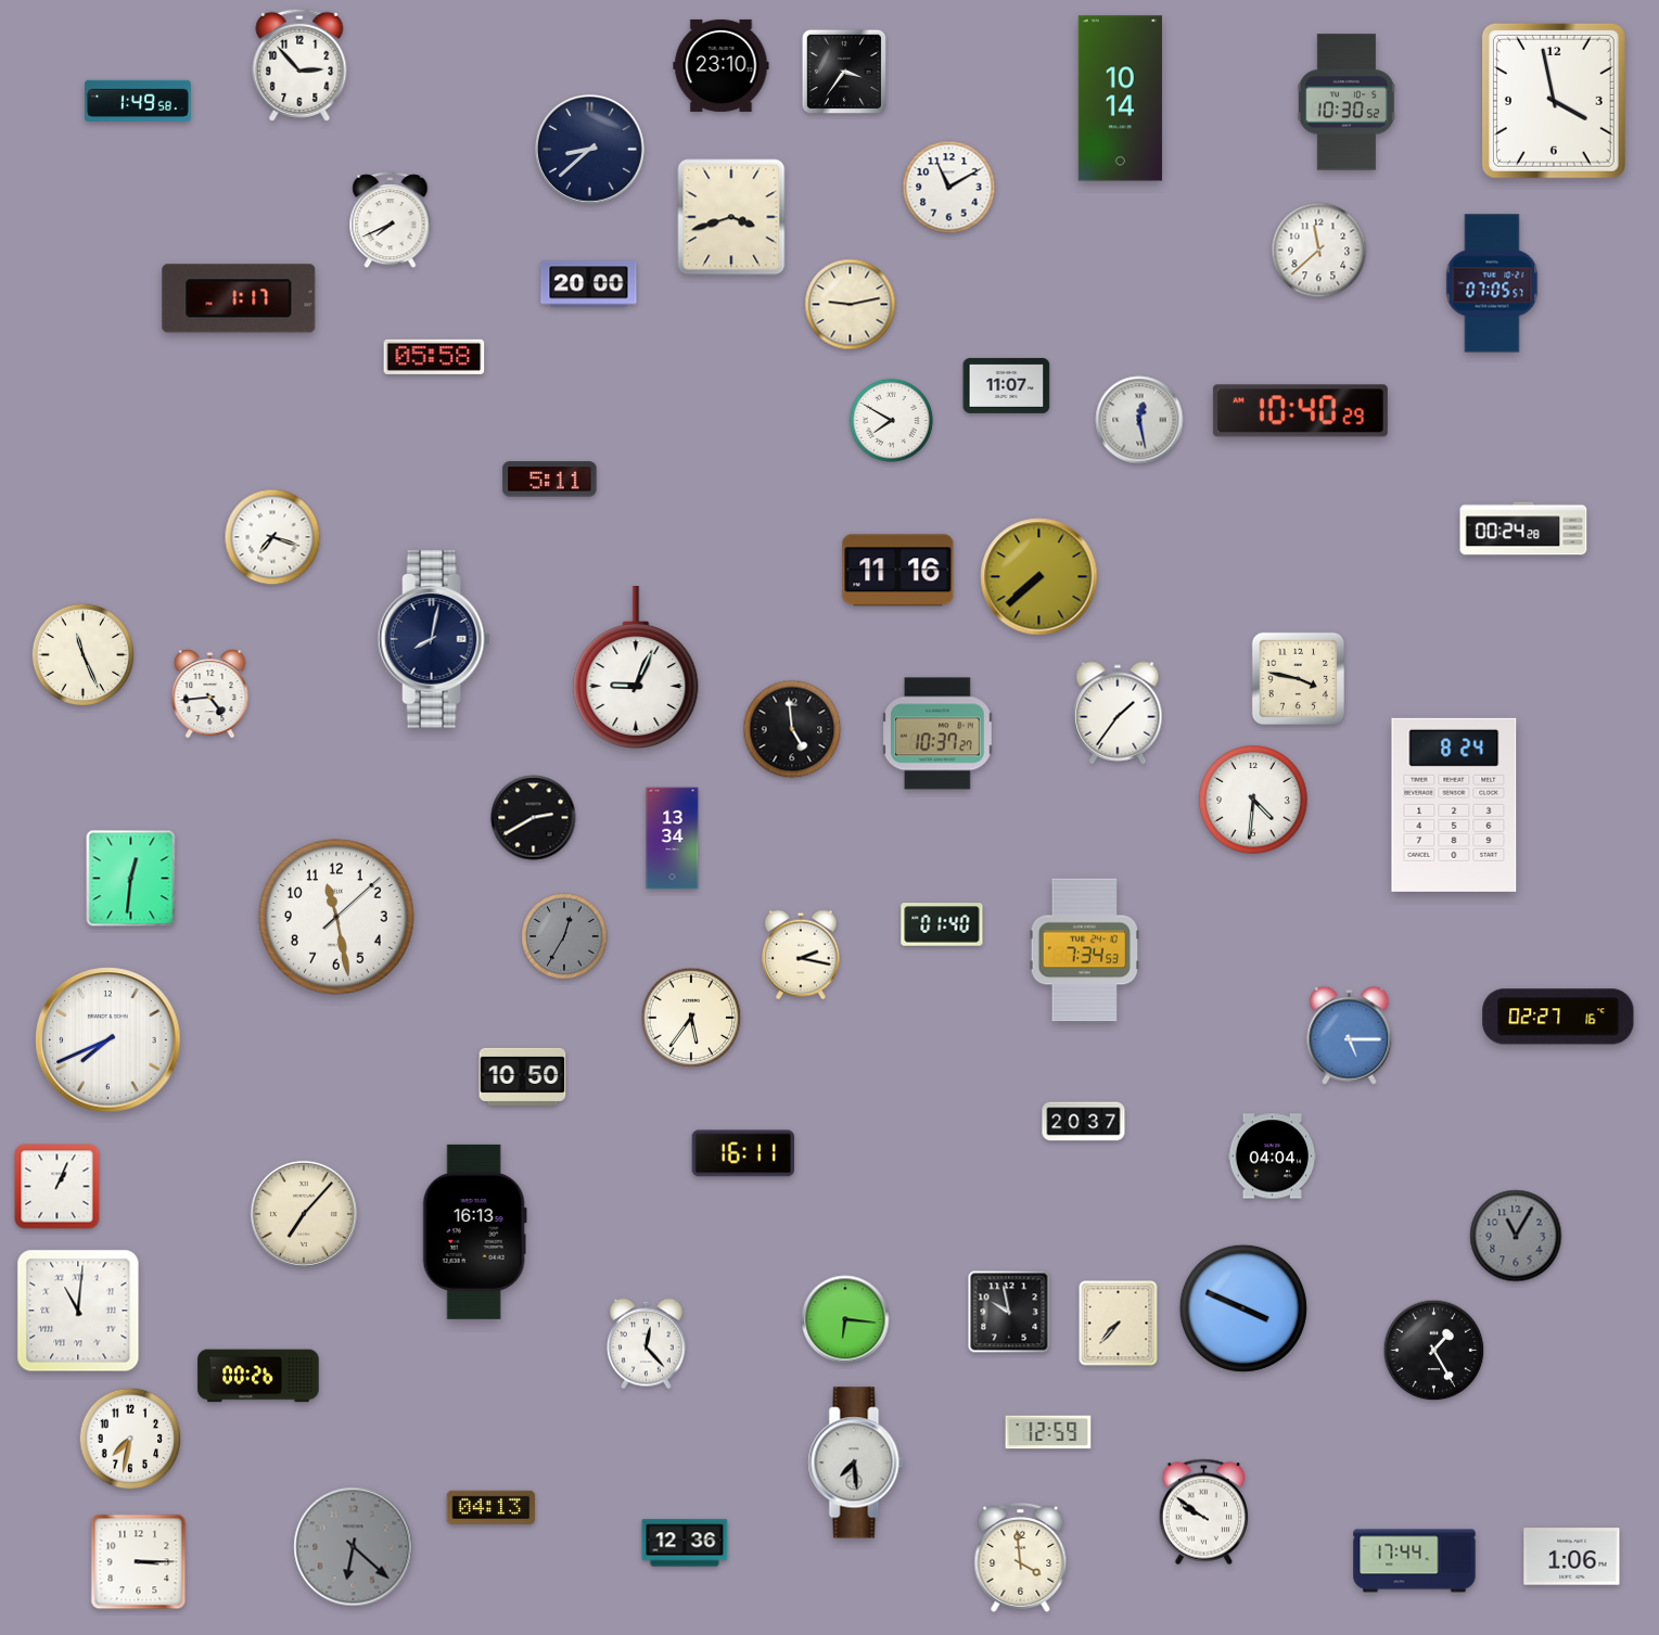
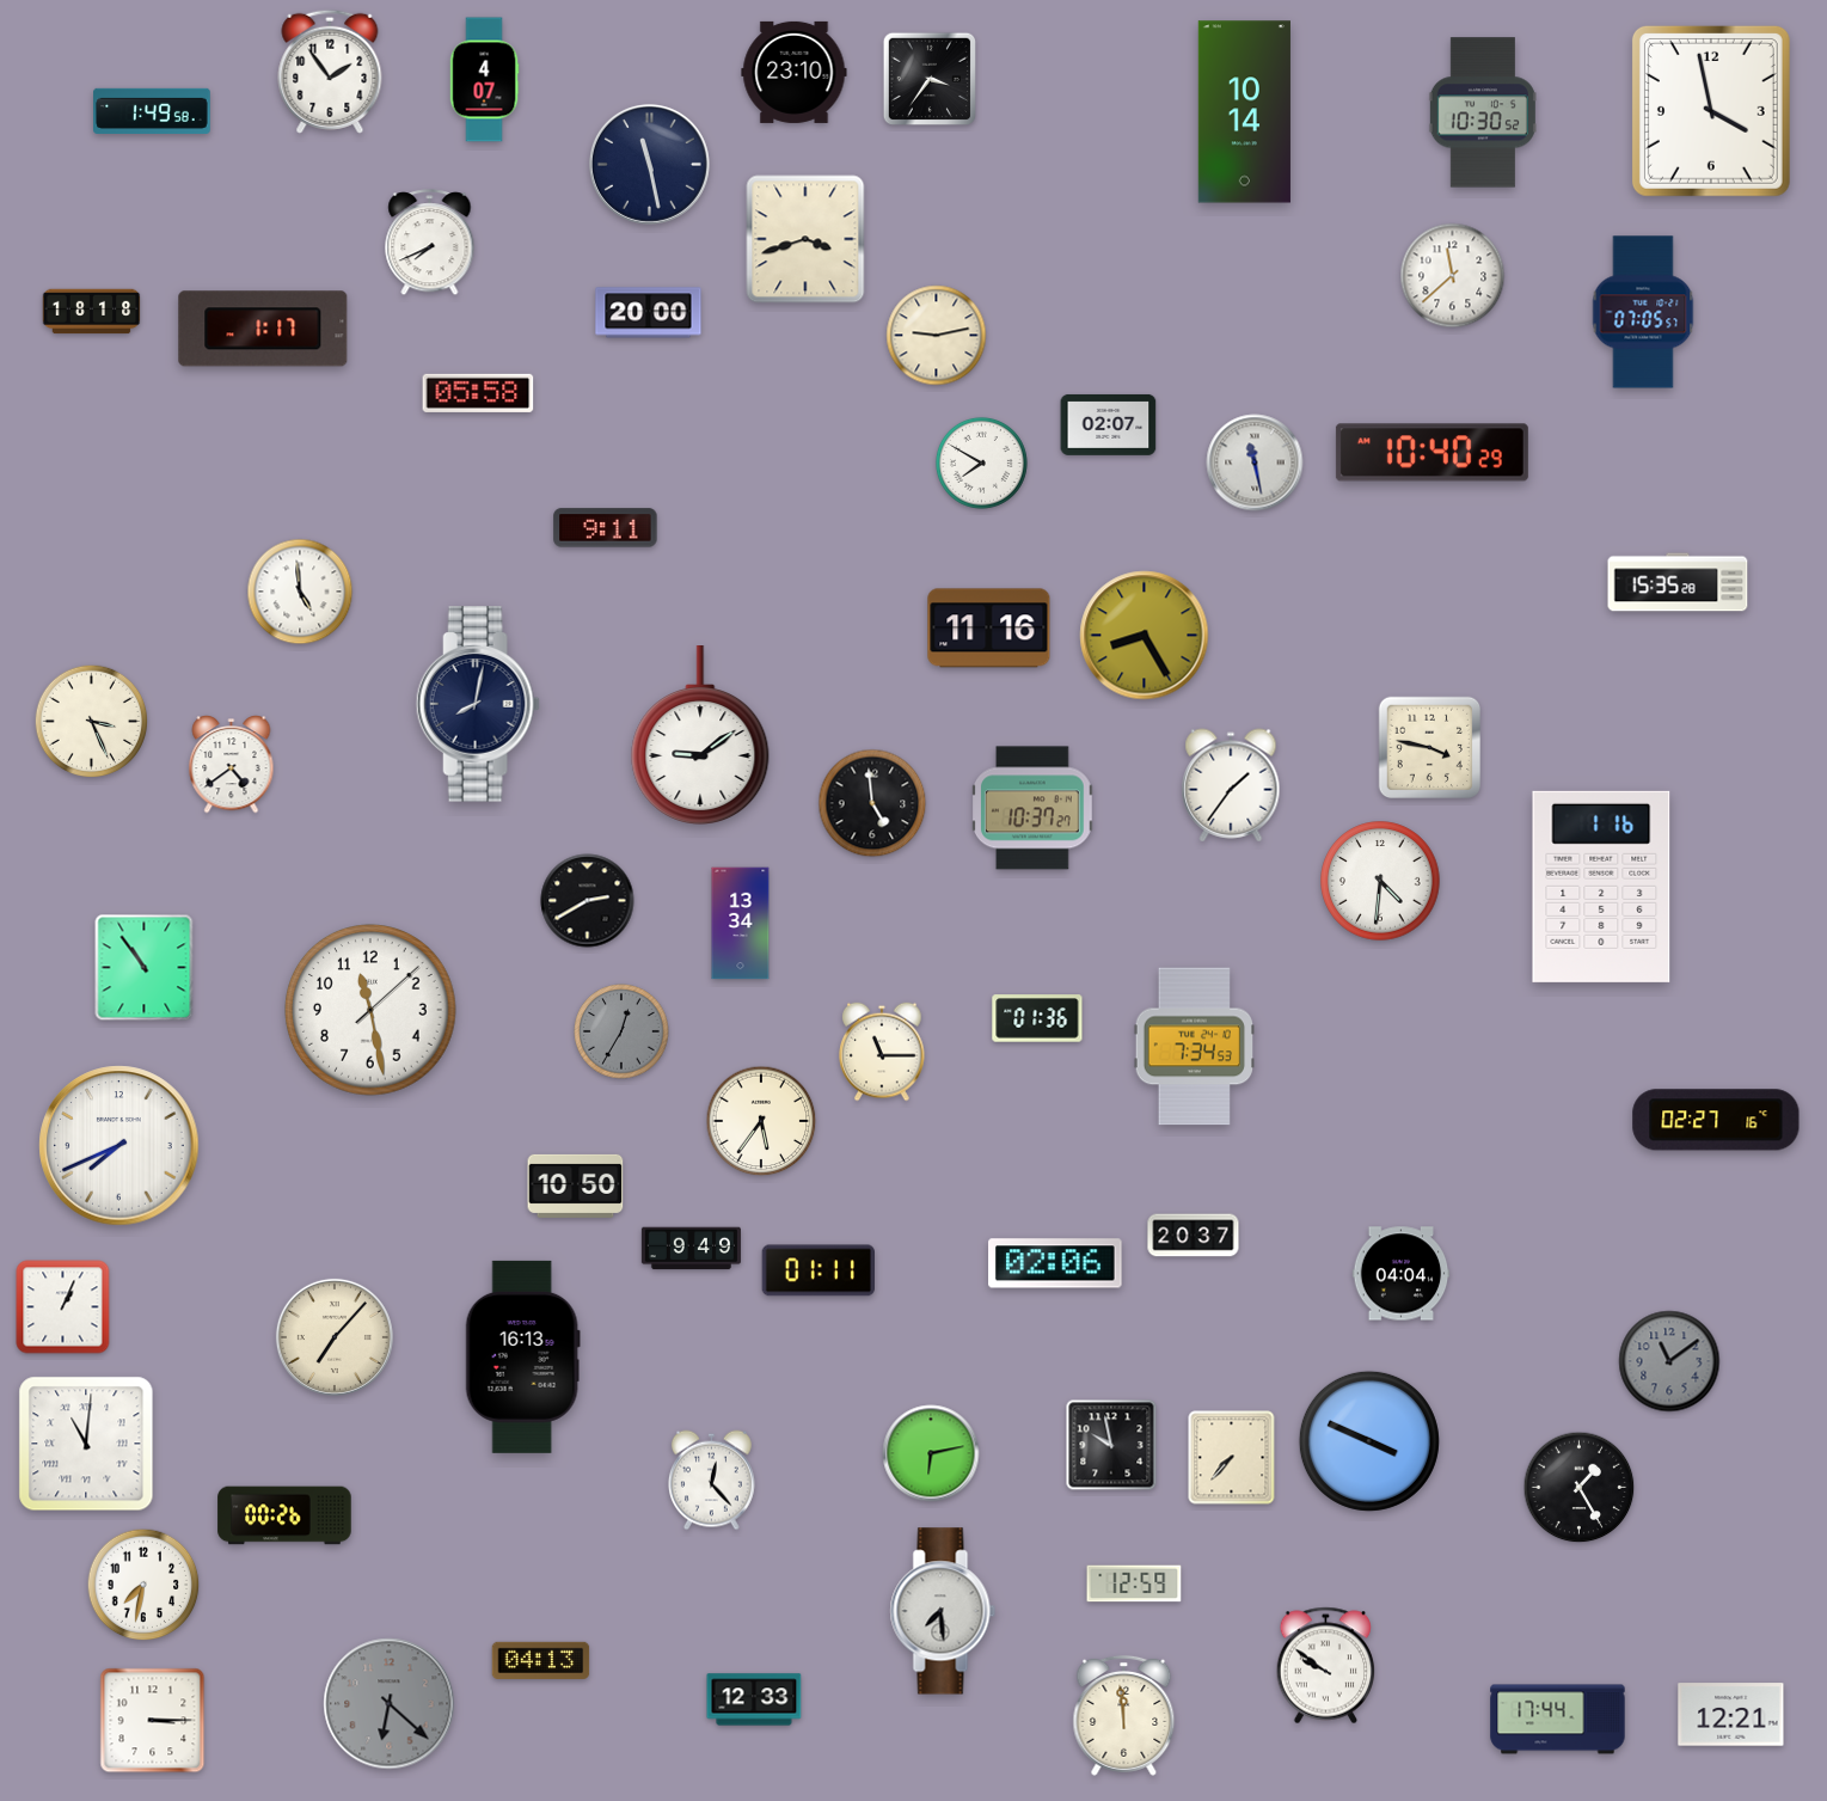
clock at (299, 65): 2:53 -> 1:54
clock at (484, 80): none -> 4:07
clock at (1120, 99) position: (1120, 99) -> (1244, 112)
clock at (589, 149): 8:38 -> 11:28
clock at (949, 188): 11:10 -> none
clock at (92, 312): none -> 18:18
clock at (1007, 385): 11:07 -> 02:07
clock at (1139, 420): 12:28 -> 11:28
clock at (550, 480): 5:11 -> 9:11
clock at (1523, 528): 00:24 -> 15:35
clock at (272, 537): 7:18 -> 4:59
clock at (1039, 577): 7:38 -> 8:25
clock at (84, 655): 11:26 -> 3:26
clock at (636, 667): 9:04 -> 9:09
clock at (210, 694): 4:44 -> 4:39
clock at (1454, 805): 8:24 -> 1:16
clock at (131, 879): 12:31 -> 10:54
clock at (942, 924): 01:40 -> 01:36
clock at (801, 955): 2:17 -> 11:15
clock at (1350, 1035): 5:15 -> none
clock at (691, 1249): none -> 9:49
clock at (1055, 1263): none -> 02:06
clock at (742, 1153): 16:11 -> 01:11
clock at (1516, 1236): 11:05 -> 11:09
clock at (845, 1319): 6:16 -> 6:13
clock at (1048, 1432) position: (1048, 1432) -> (1134, 1583)
clock at (685, 1543): 12:36 -> 12:33
clock at (1021, 1557): 3:59 -> 11:59
clock at (1572, 1557): 1:06 -> 12:21
